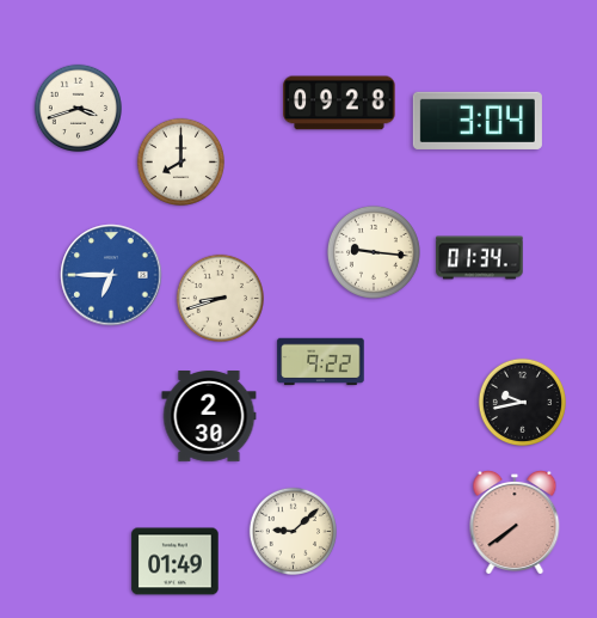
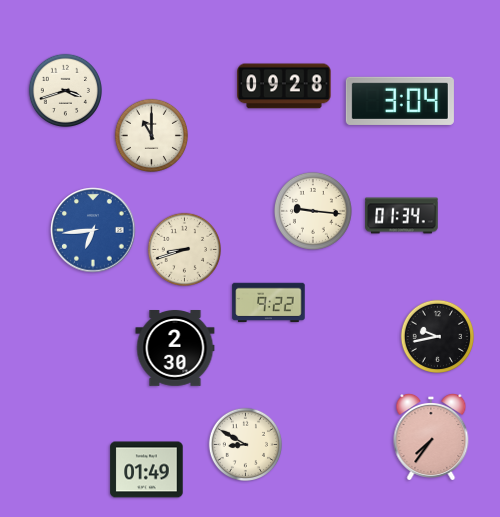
clock at (180, 161): 8:00 -> 11:00
clock at (111, 275): 6:45 -> 6:44
clock at (515, 524): 7:39 -> 7:36
clock at (293, 531): 9:08 -> 8:50
